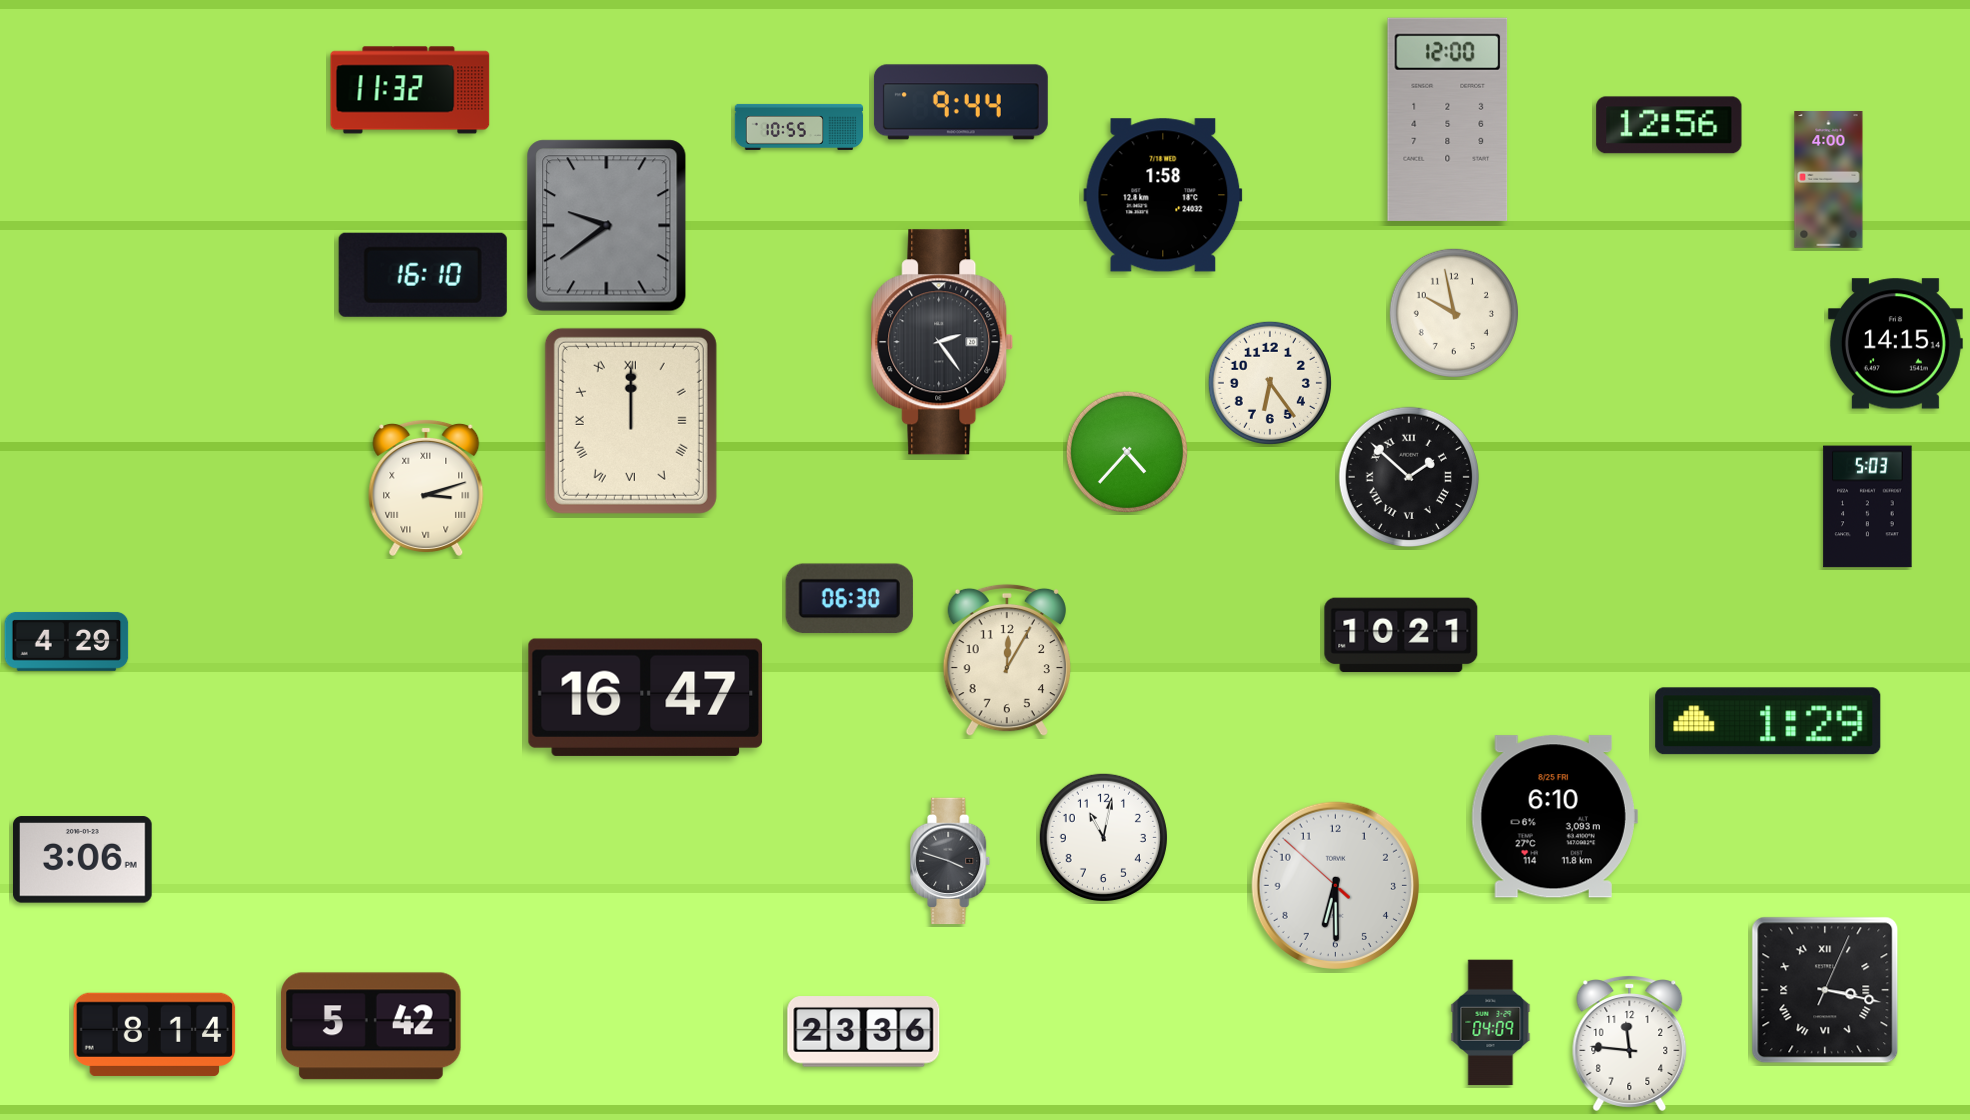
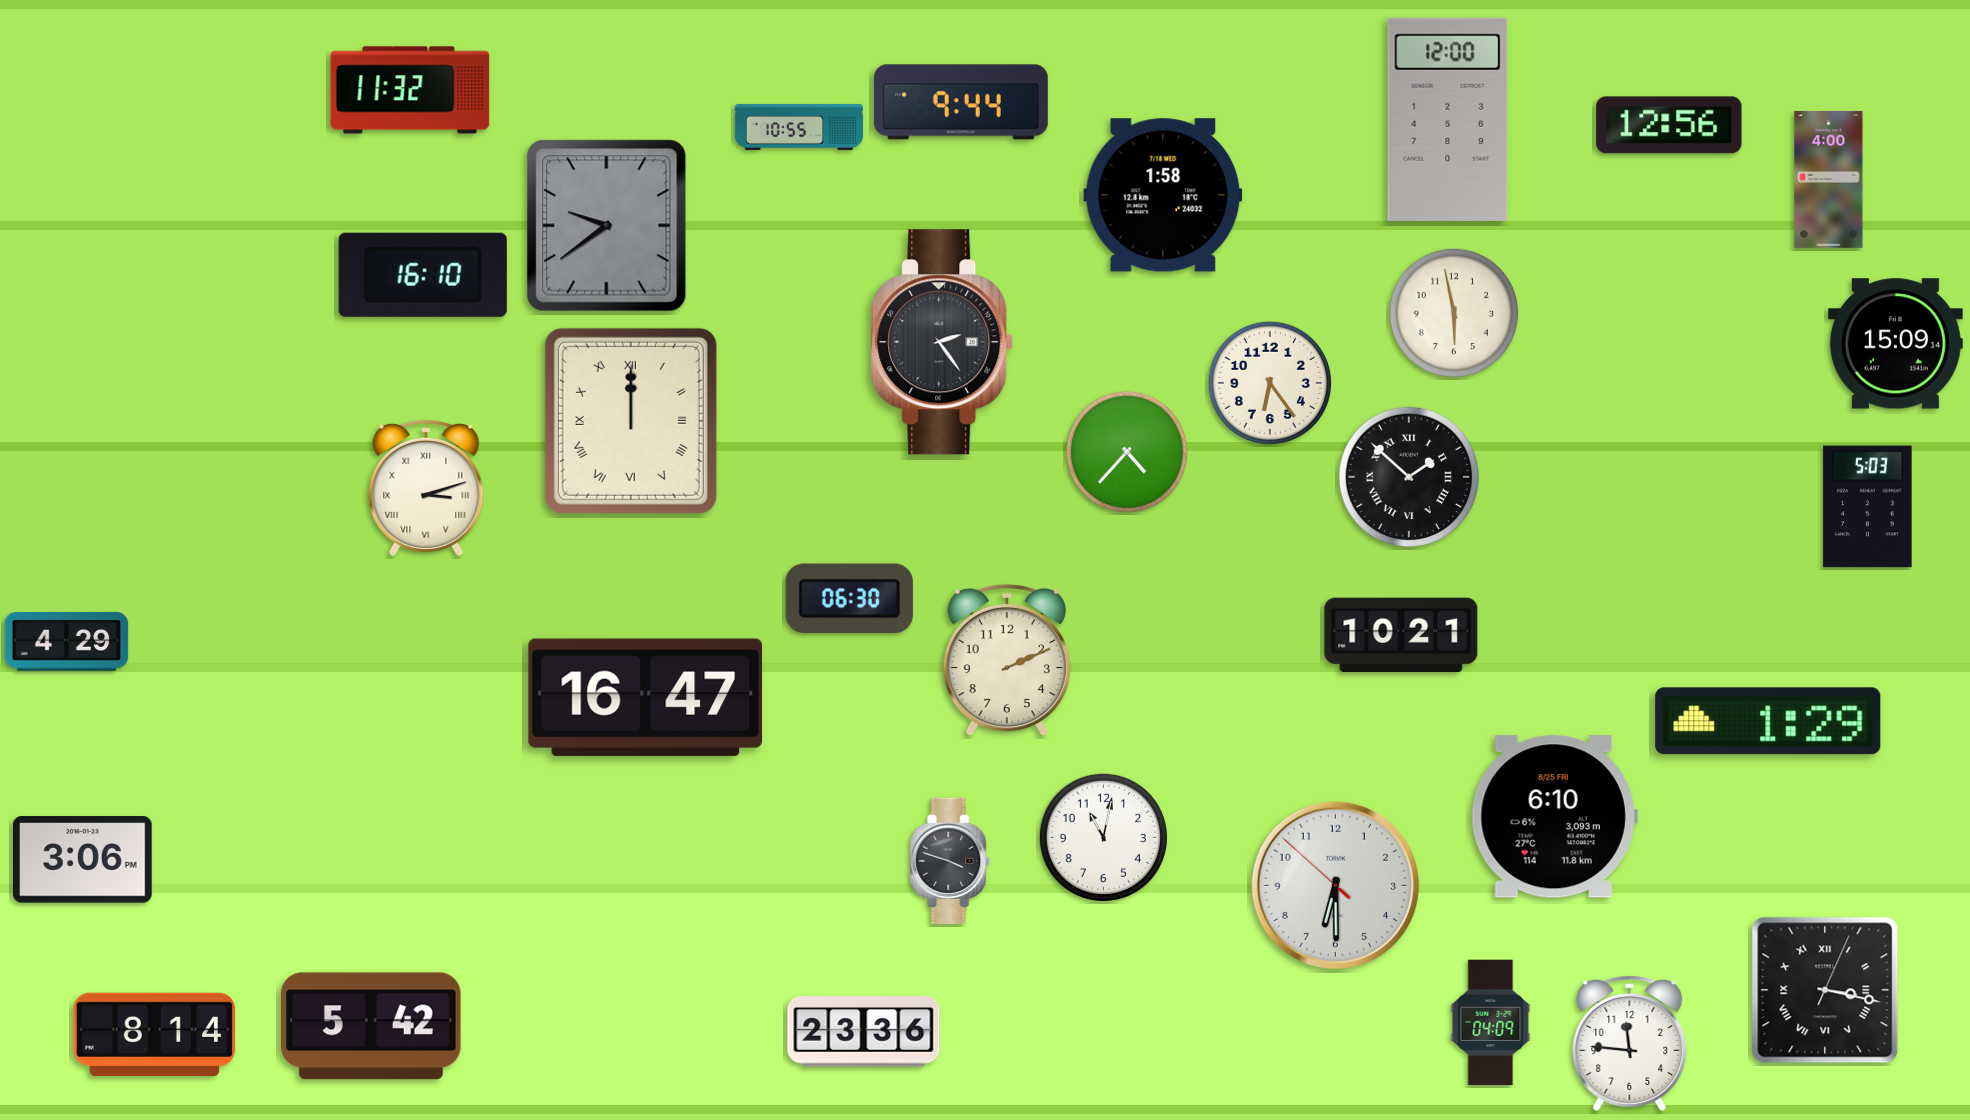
clock at (1454, 313): 9:58 -> 5:58
clock at (1895, 344): 14:15 -> 15:09
clock at (1007, 660): 12:05 -> 2:11
